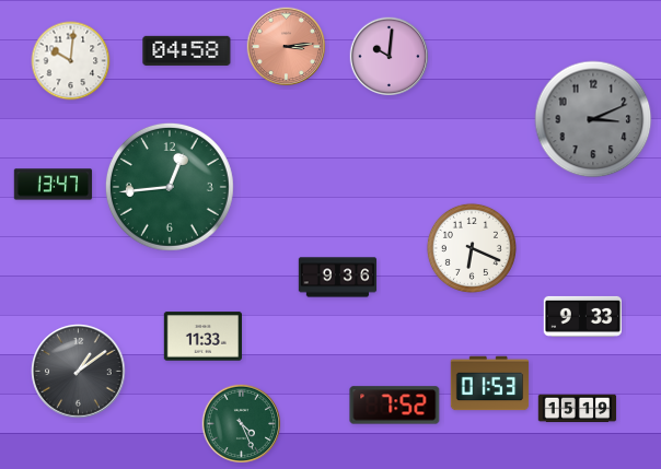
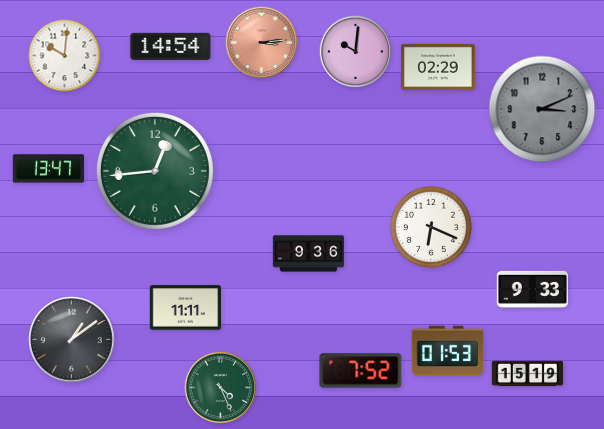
clock at (187, 50): 04:58 -> 14:54
clock at (439, 66): none -> 02:29
clock at (202, 337): 11:33 -> 11:11
